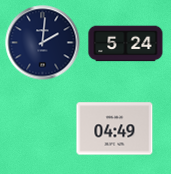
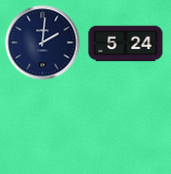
clock at (115, 129): 04:49 -> none
